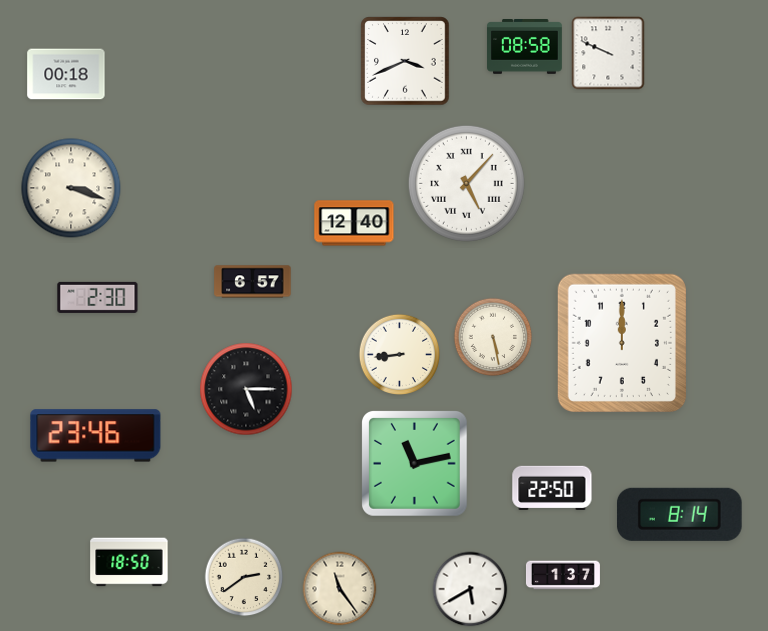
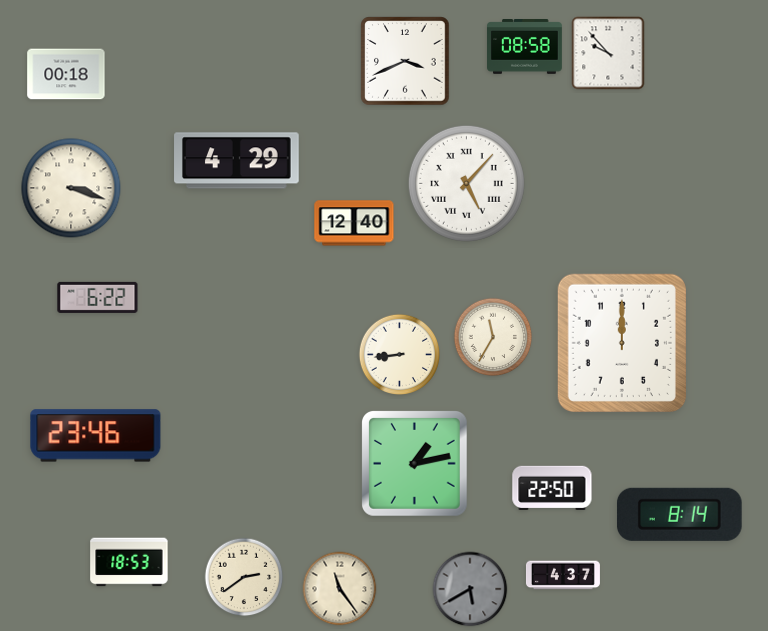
clock at (608, 53): 9:49 -> 9:53
clock at (237, 161): none -> 4:29
clock at (253, 282): 6:57 -> none
clock at (98, 297): 2:30 -> 6:22
clock at (493, 337): 5:28 -> 11:35
clock at (246, 389): 5:15 -> none
clock at (414, 463): 11:13 -> 1:13
clock at (129, 562): 18:50 -> 18:53
clock at (563, 575): 1:37 -> 4:37
clock at (470, 589) dial: white -> grey
